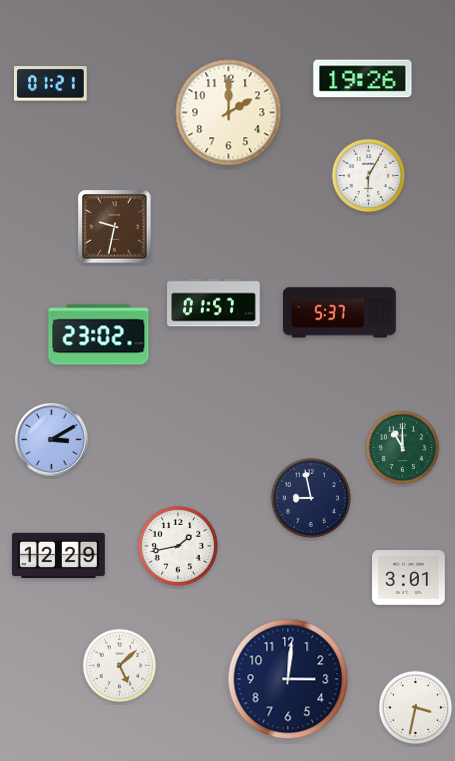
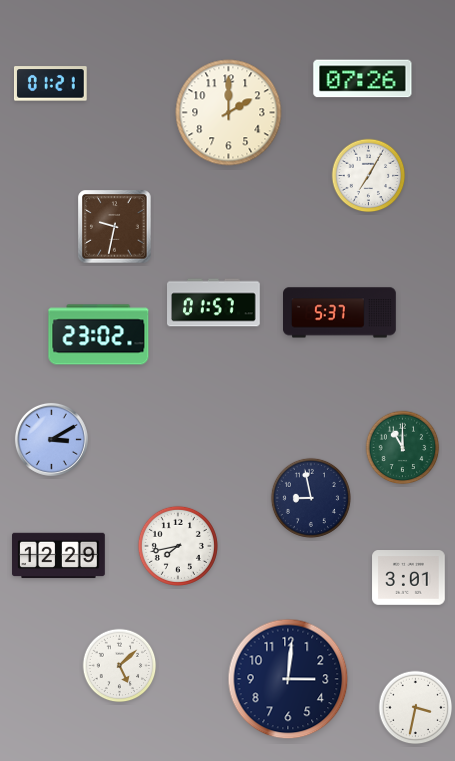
clock at (363, 79): 19:26 -> 07:26
clock at (369, 176): 6:05 -> 7:05
clock at (178, 546): 1:43 -> 7:43
